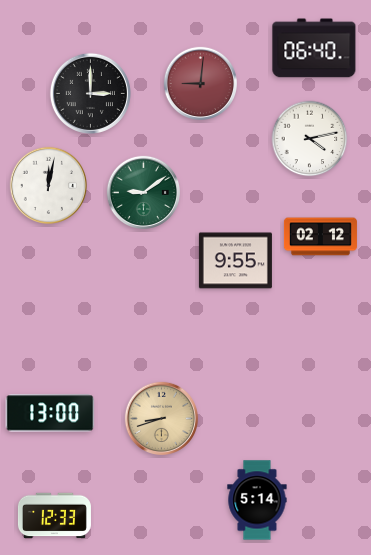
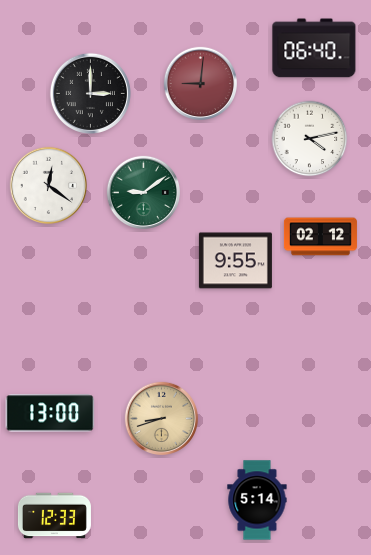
clock at (48, 185): 12:02 -> 12:21
